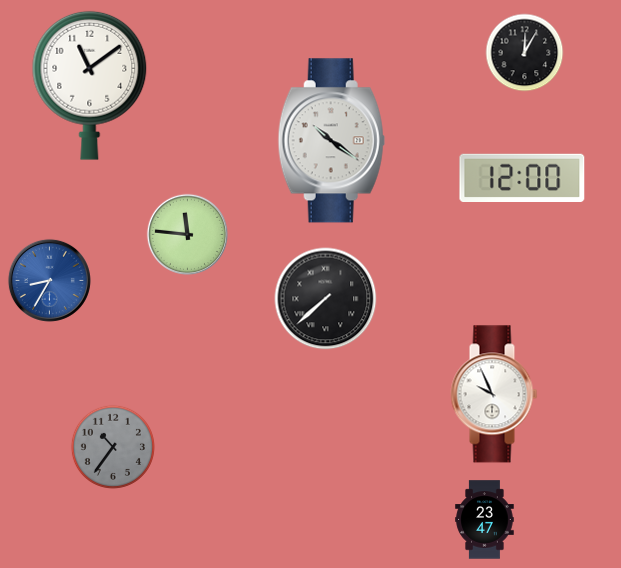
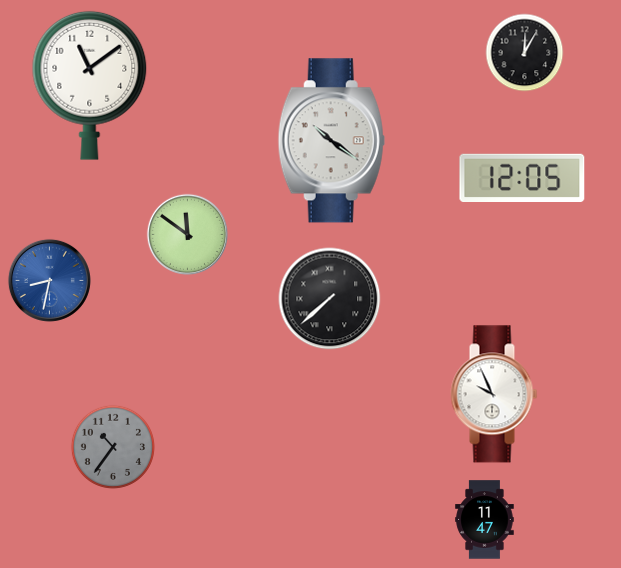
clock at (522, 177): 12:00 -> 12:05
clock at (187, 234): 11:46 -> 11:51
clock at (49, 280): 8:35 -> 8:32
clock at (326, 299) position: (326, 299) -> (330, 299)
clock at (485, 520): 23:47 -> 11:47
